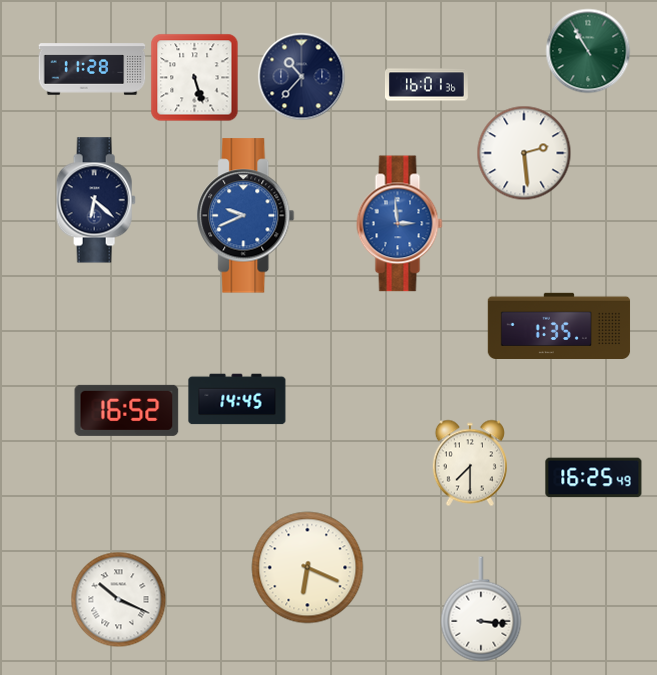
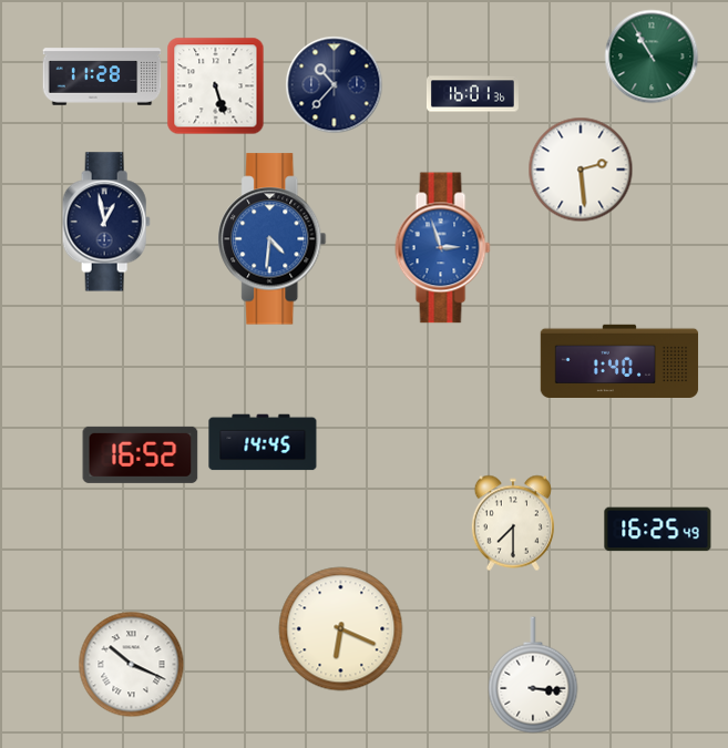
clock at (96, 200): 6:22 -> 12:58
clock at (246, 216): 9:41 -> 4:31
clock at (400, 224): 2:59 -> 2:57
clock at (559, 325): 1:35 -> 1:40
clock at (470, 463) position: (470, 463) -> (513, 523)
